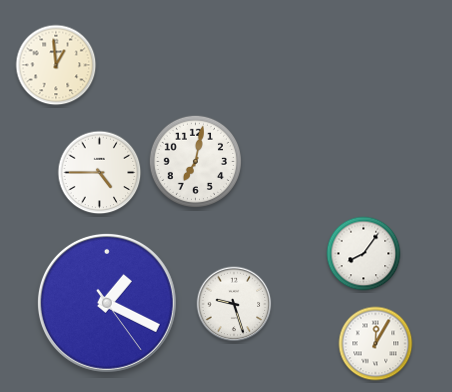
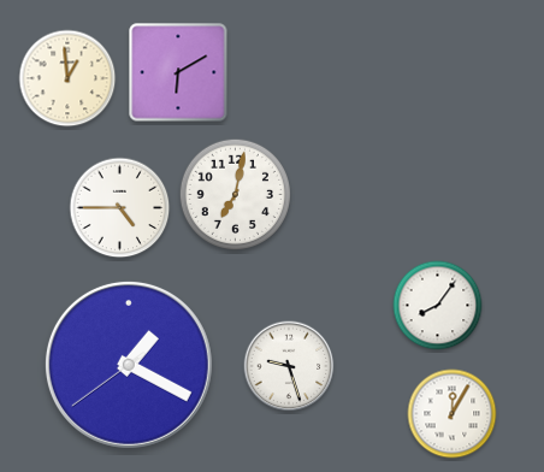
clock at (178, 72): none -> 6:10
clock at (107, 303): 1:19:24 -> 1:19:39
clock at (234, 304) position: (234, 304) -> (289, 366)
